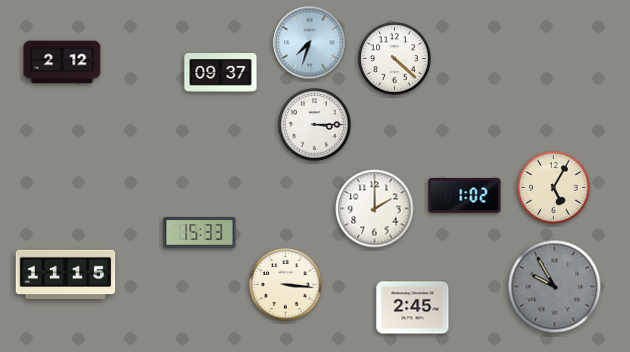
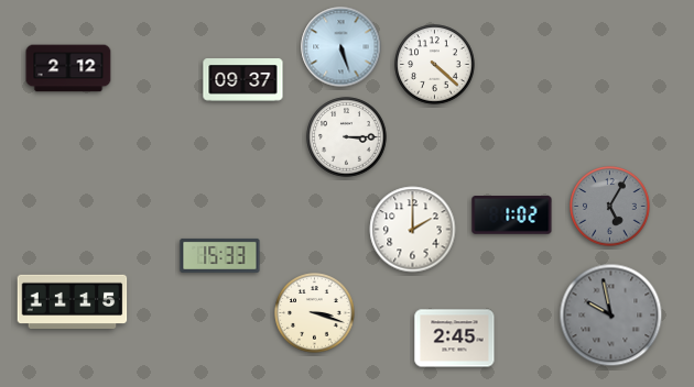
clock at (310, 43): 7:33 -> 5:27
clock at (554, 188) dial: cream -> grey
clock at (286, 285): 3:16 -> 3:18
clock at (555, 287): 9:55 -> 9:58
